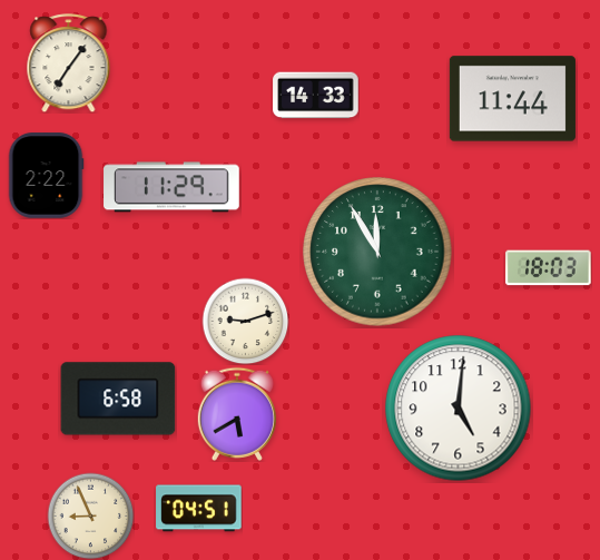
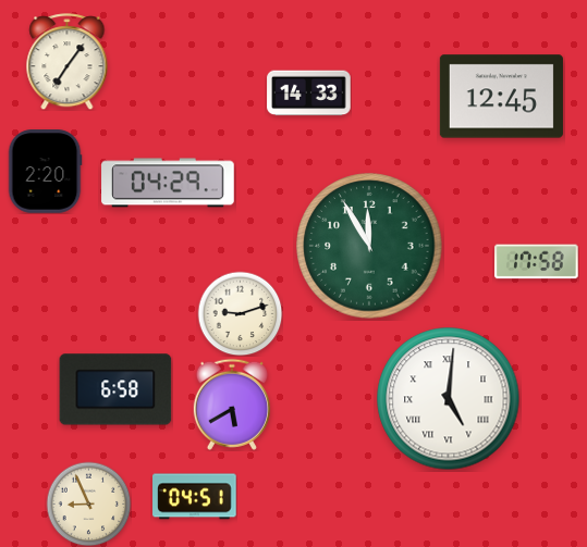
clock at (512, 99): 11:44 -> 12:45
clock at (46, 176): 2:22 -> 2:20
clock at (171, 187): 11:29 -> 04:29
clock at (549, 268): 18:03 -> 17:58
clock at (459, 409) numerals: Arabic -> Roman
